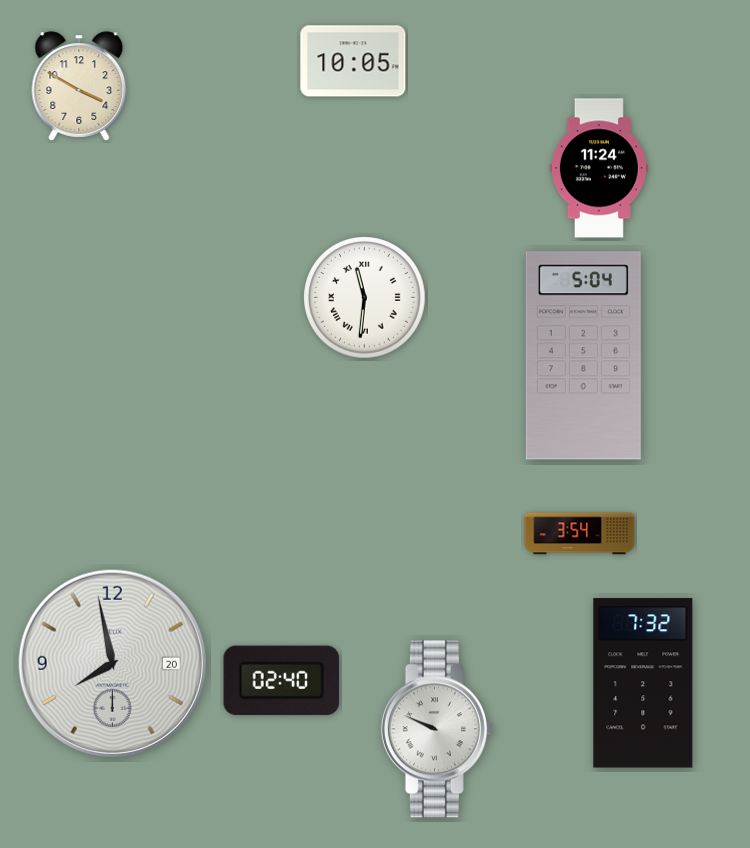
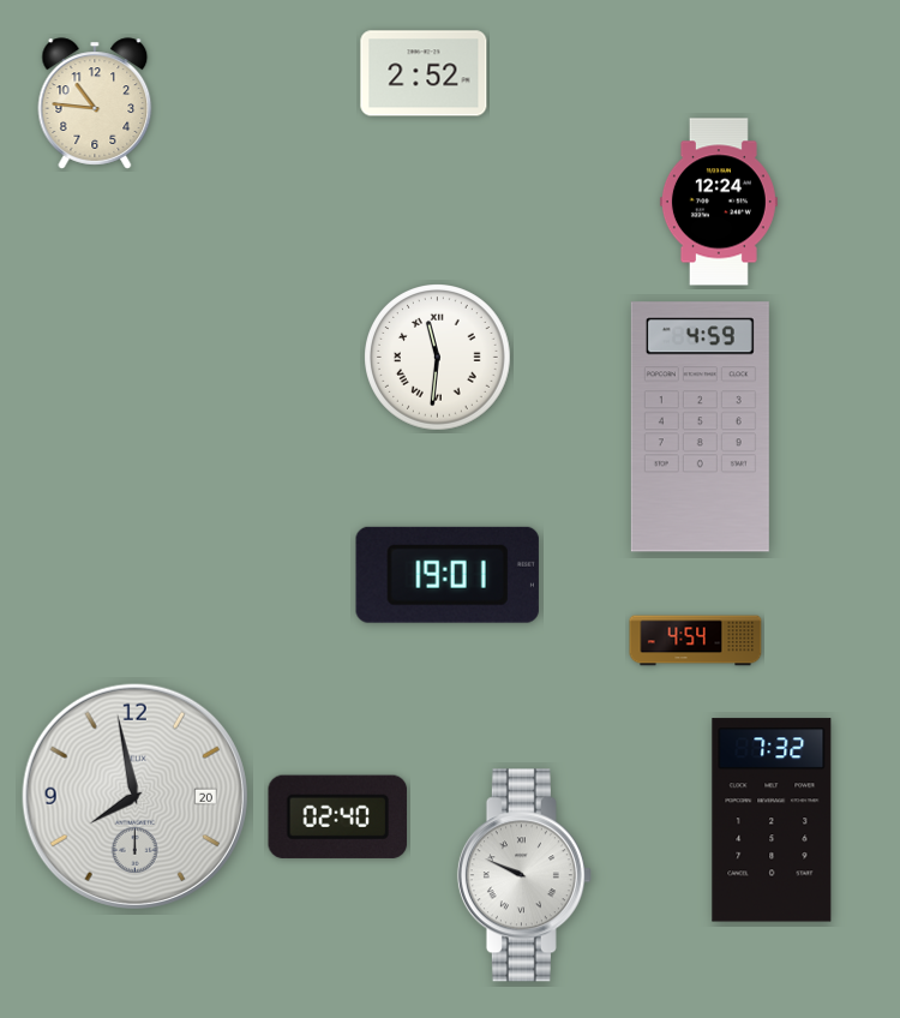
clock at (353, 61): 10:05 -> 2:52
clock at (79, 86): 3:50 -> 10:46
clock at (599, 168): 11:24 -> 12:24
clock at (583, 356): 5:04 -> 4:59
clock at (448, 575): none -> 19:01
clock at (580, 534): 3:54 -> 4:54
